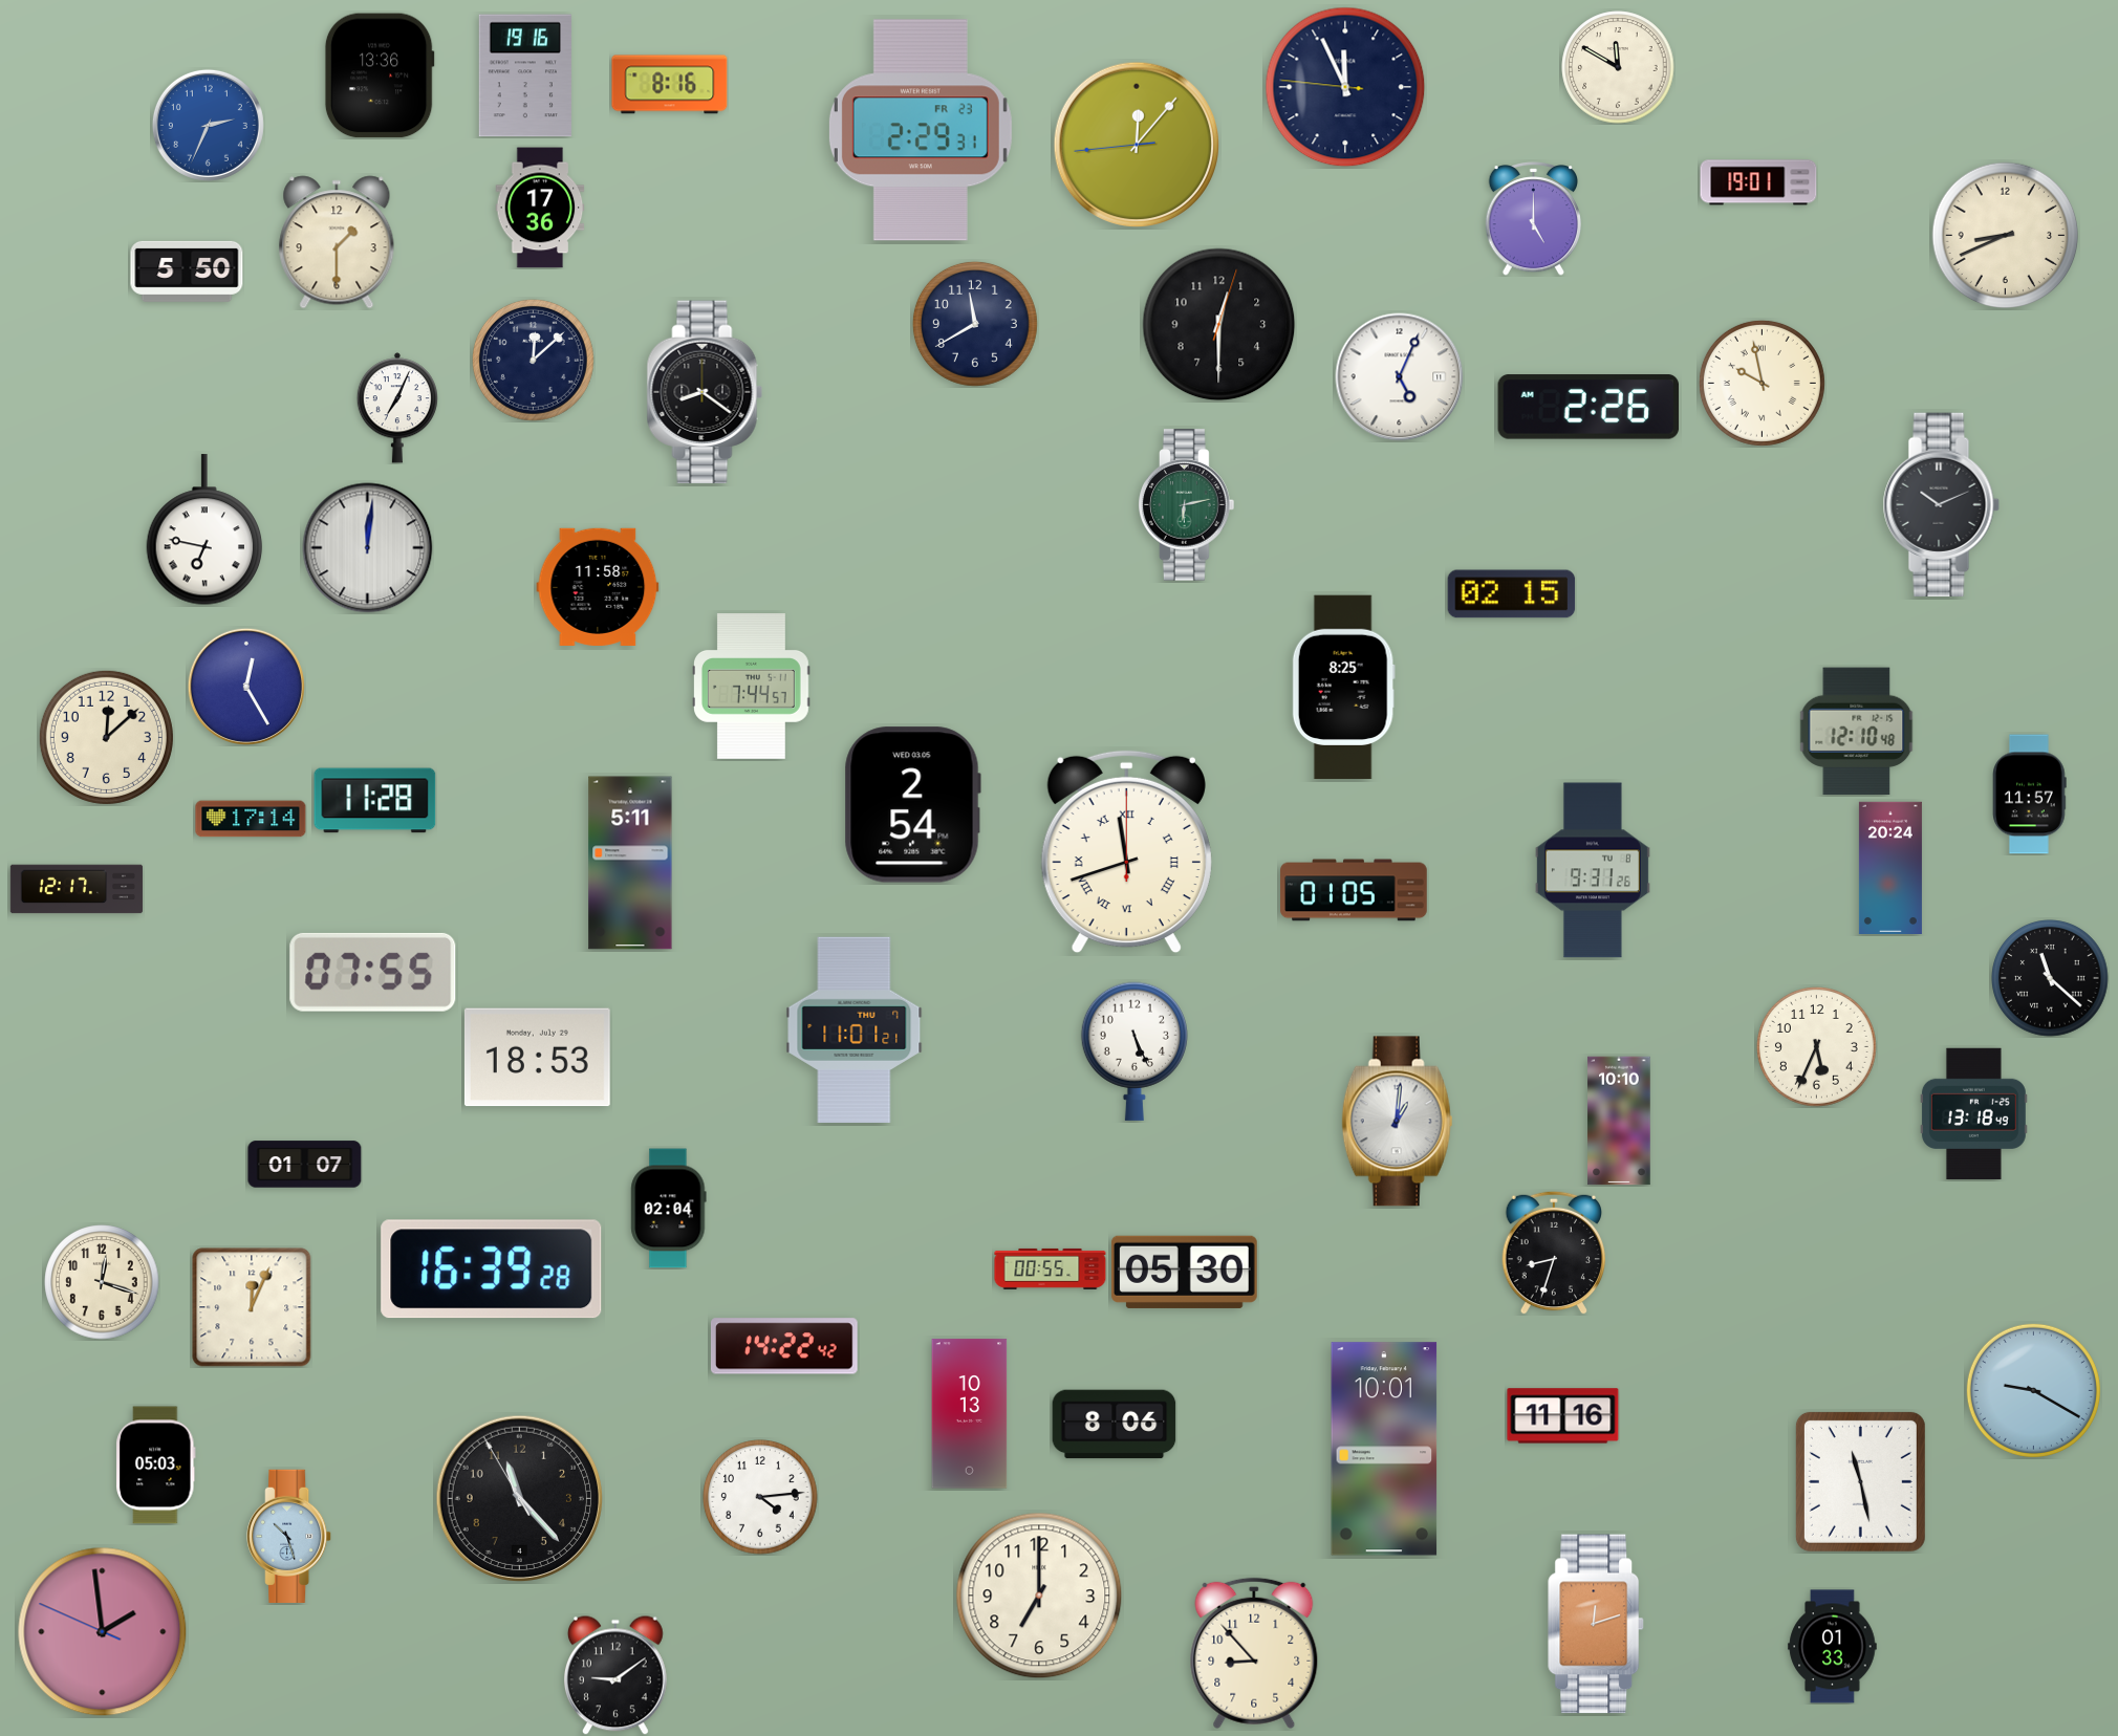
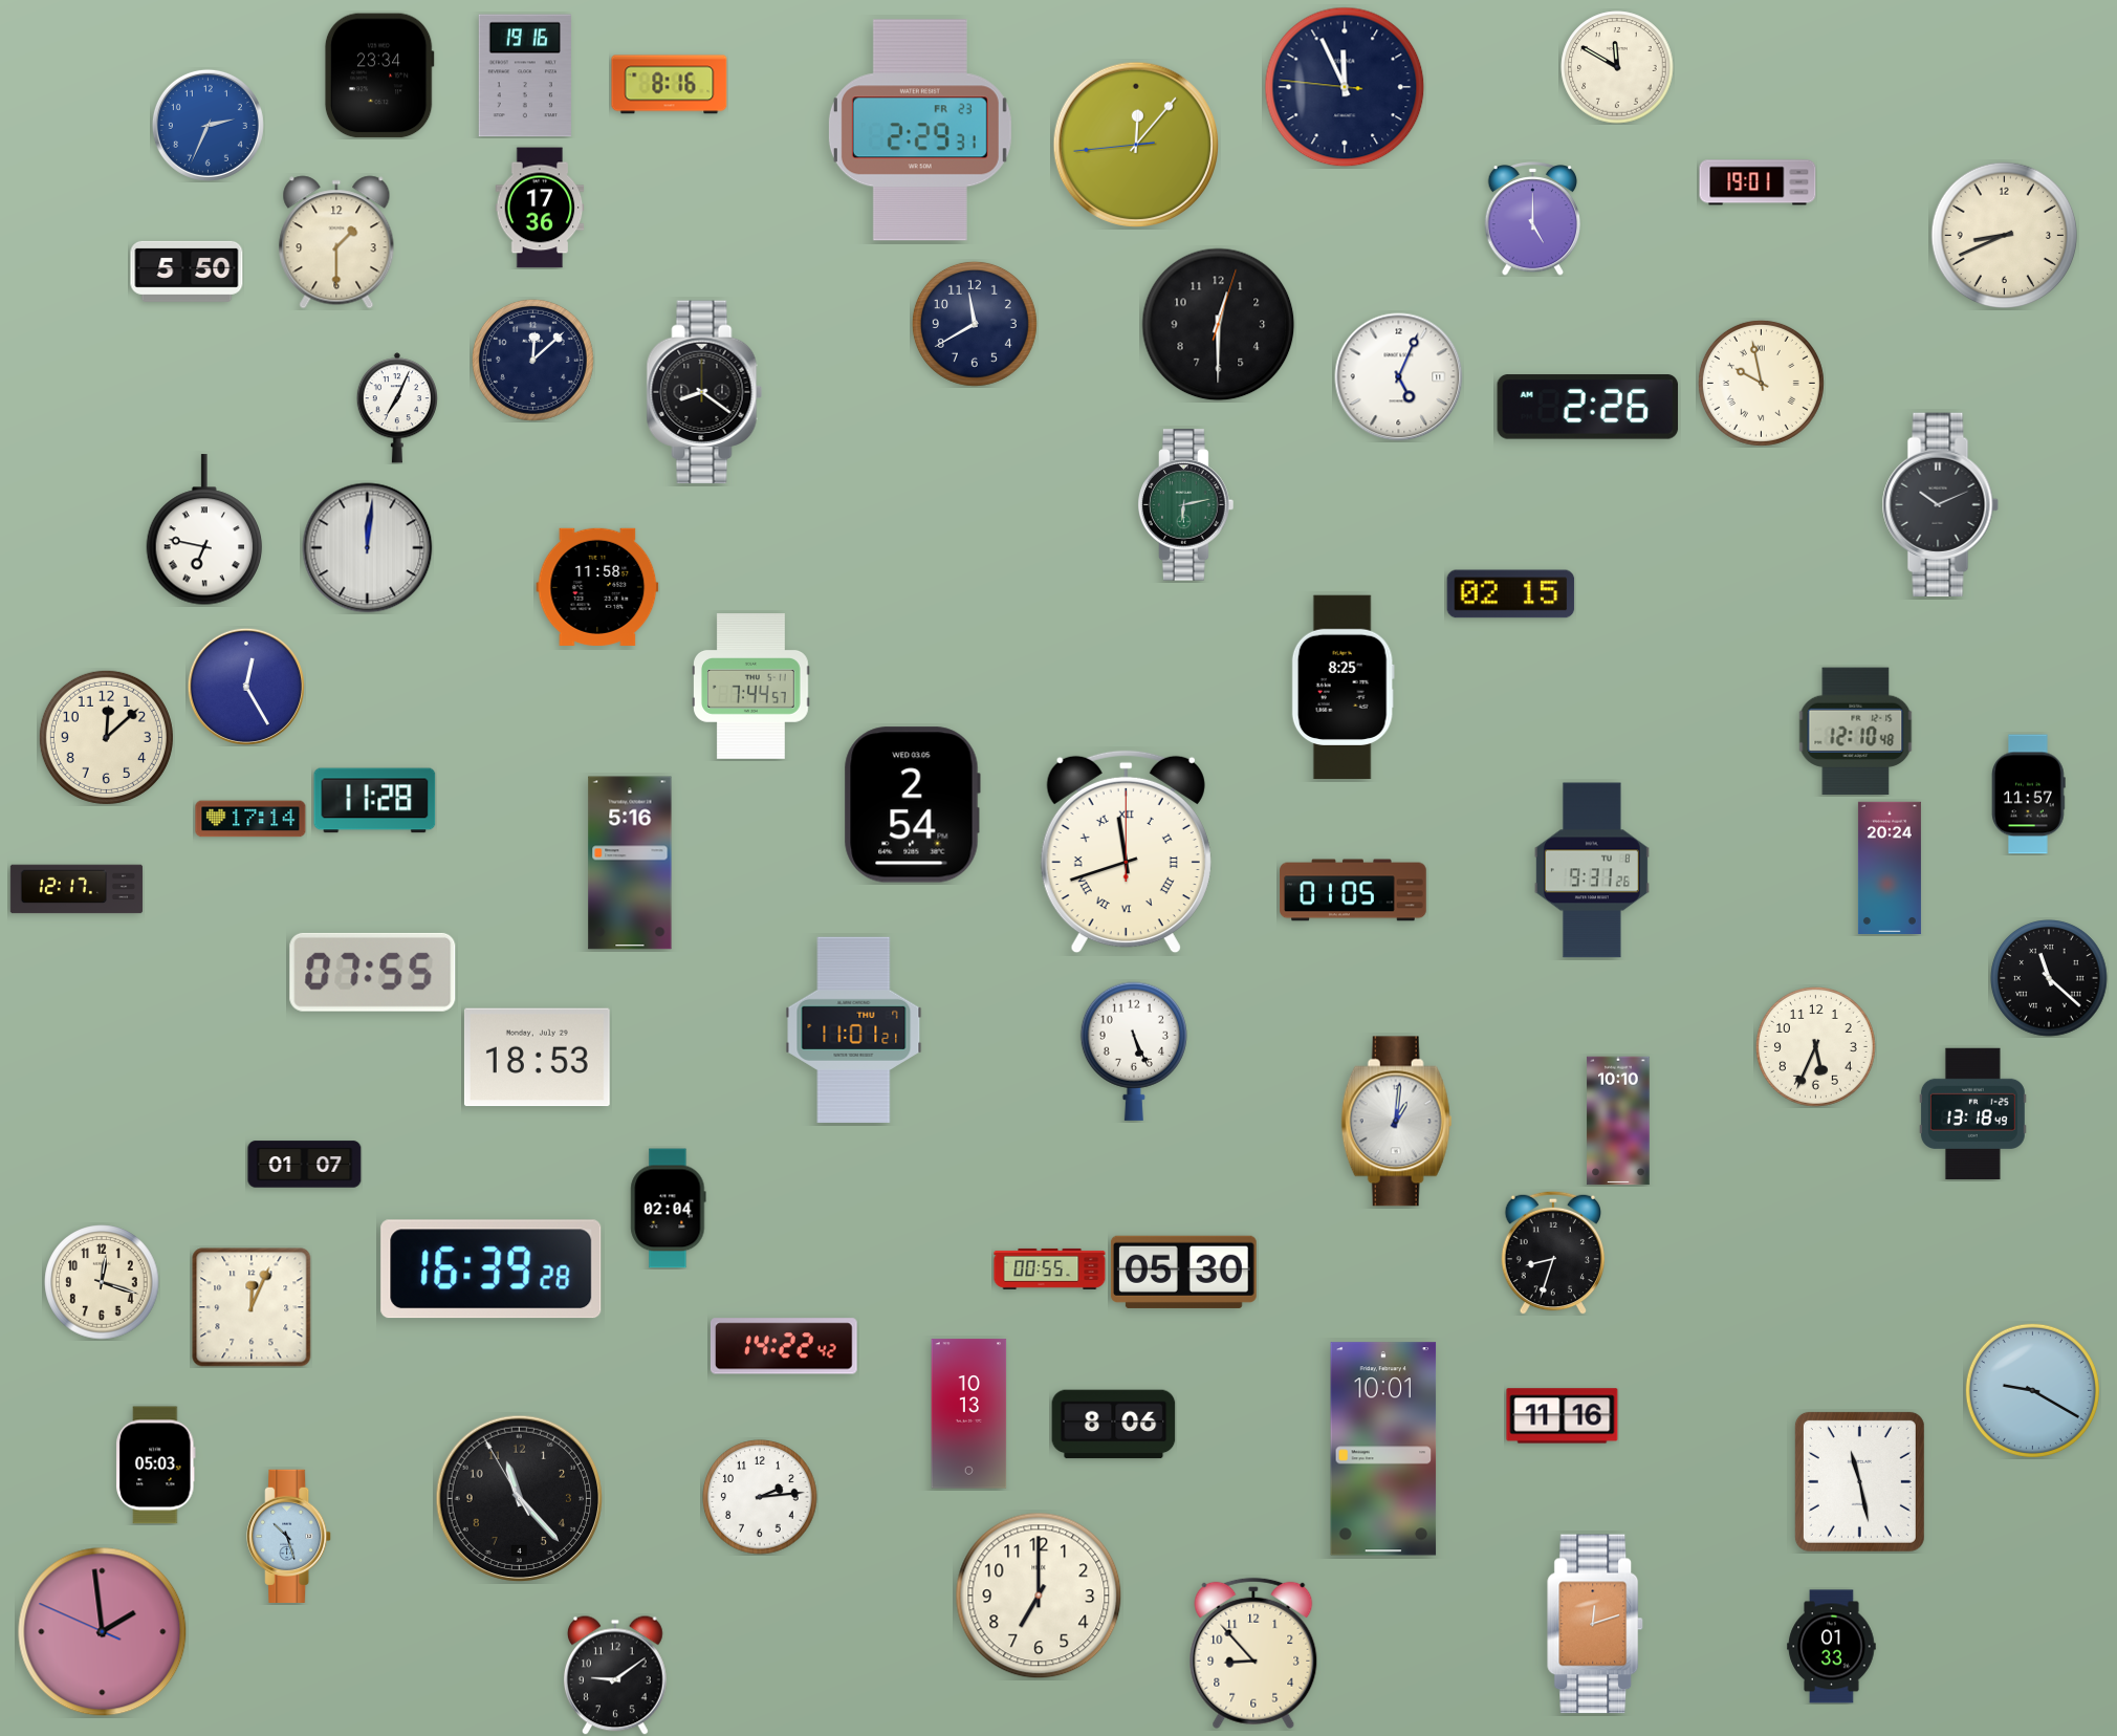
clock at (380, 75): 13:36 -> 23:34
clock at (630, 863): 5:11 -> 5:16
clock at (760, 1497): 4:14 -> 2:14
